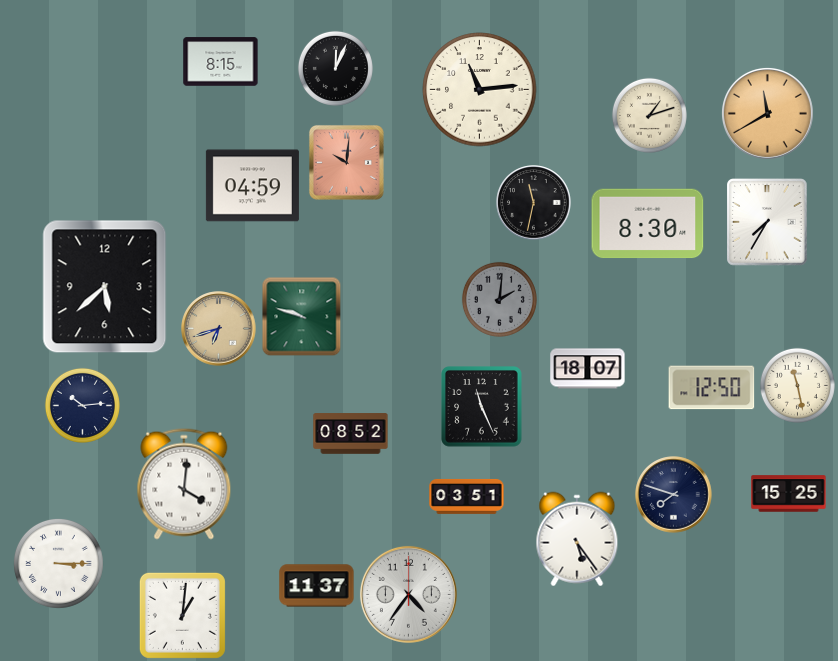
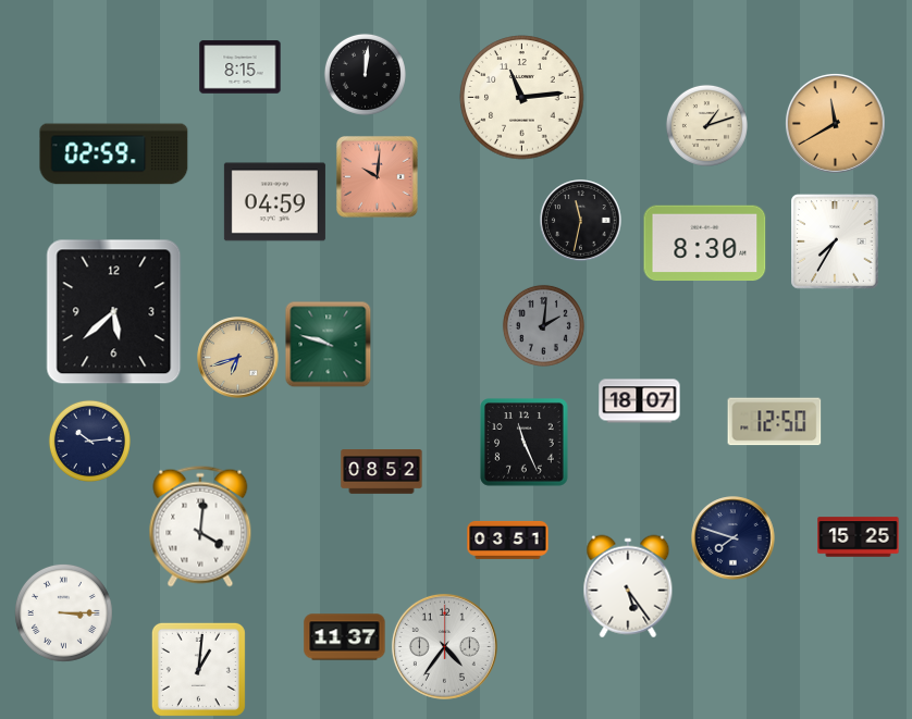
clock at (335, 68): 12:04 -> 12:01
clock at (114, 154): none -> 02:59
clock at (797, 385): 11:28 -> none
